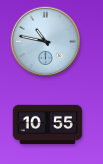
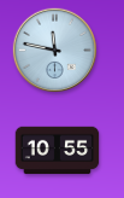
clock at (45, 41): 10:47 -> 11:47
